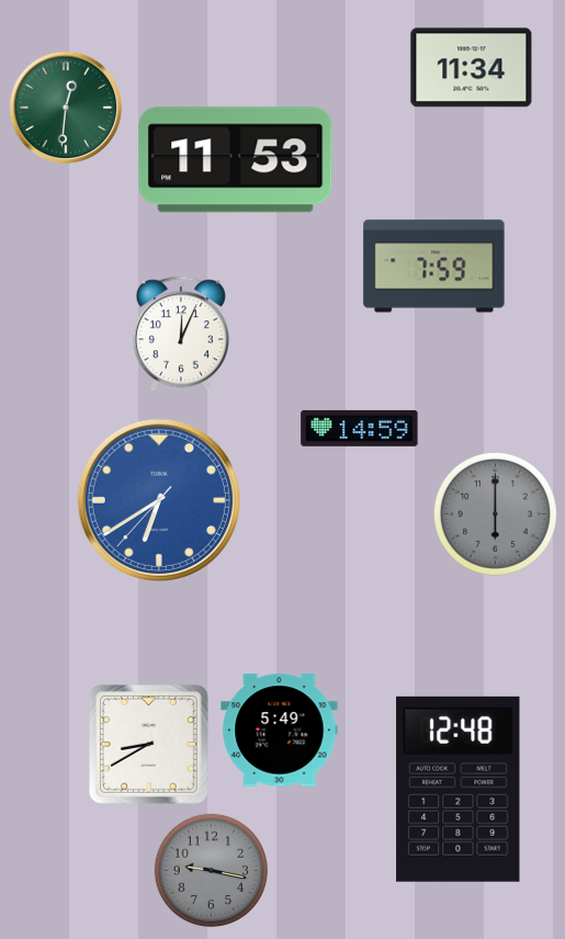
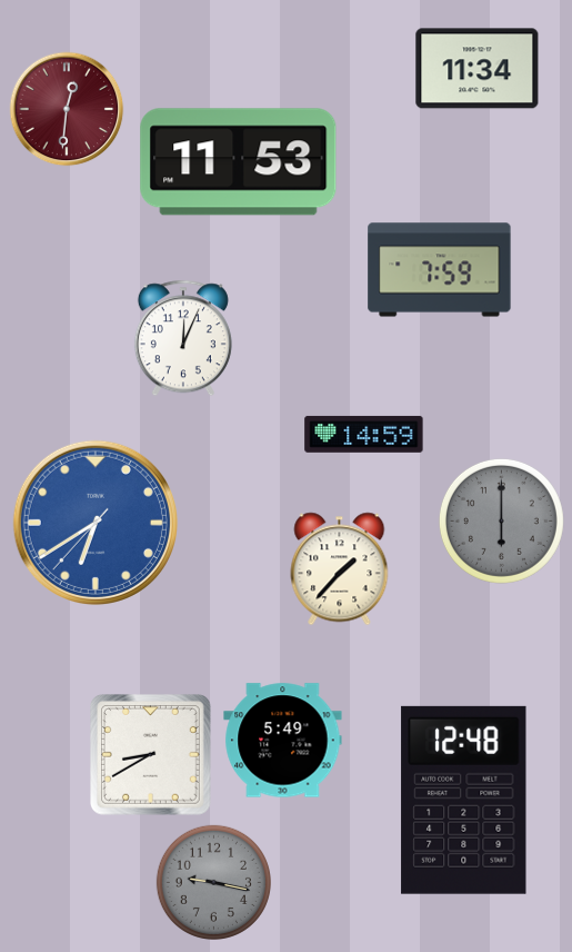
clock at (66, 108) dial: green -> burgundy
clock at (159, 500) position: (159, 500) -> (96, 523)
clock at (340, 569): none -> 1:37
